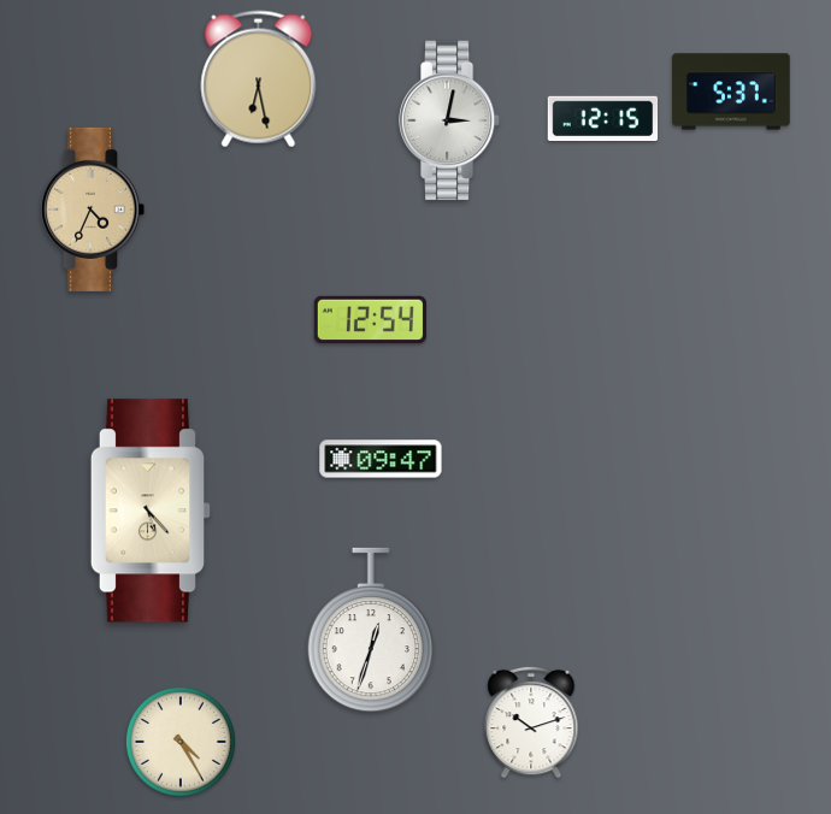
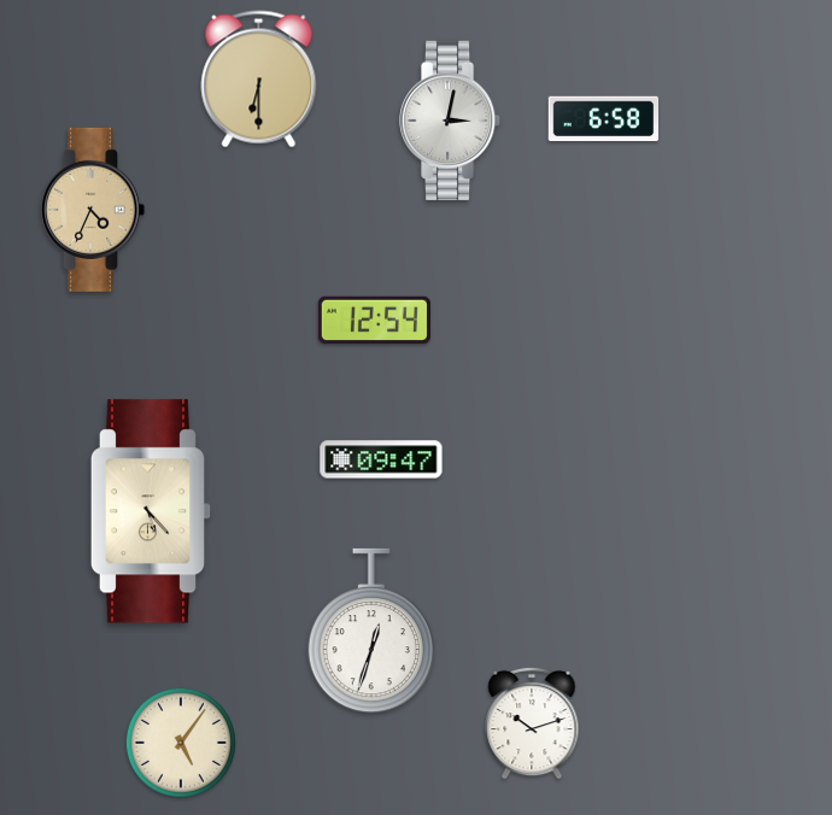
clock at (259, 79): 6:28 -> 6:30
clock at (731, 92): 5:37 -> none
clock at (603, 119): 12:15 -> 6:58
clock at (370, 320) position: (370, 320) -> (374, 321)
clock at (181, 742): 4:25 -> 5:06
